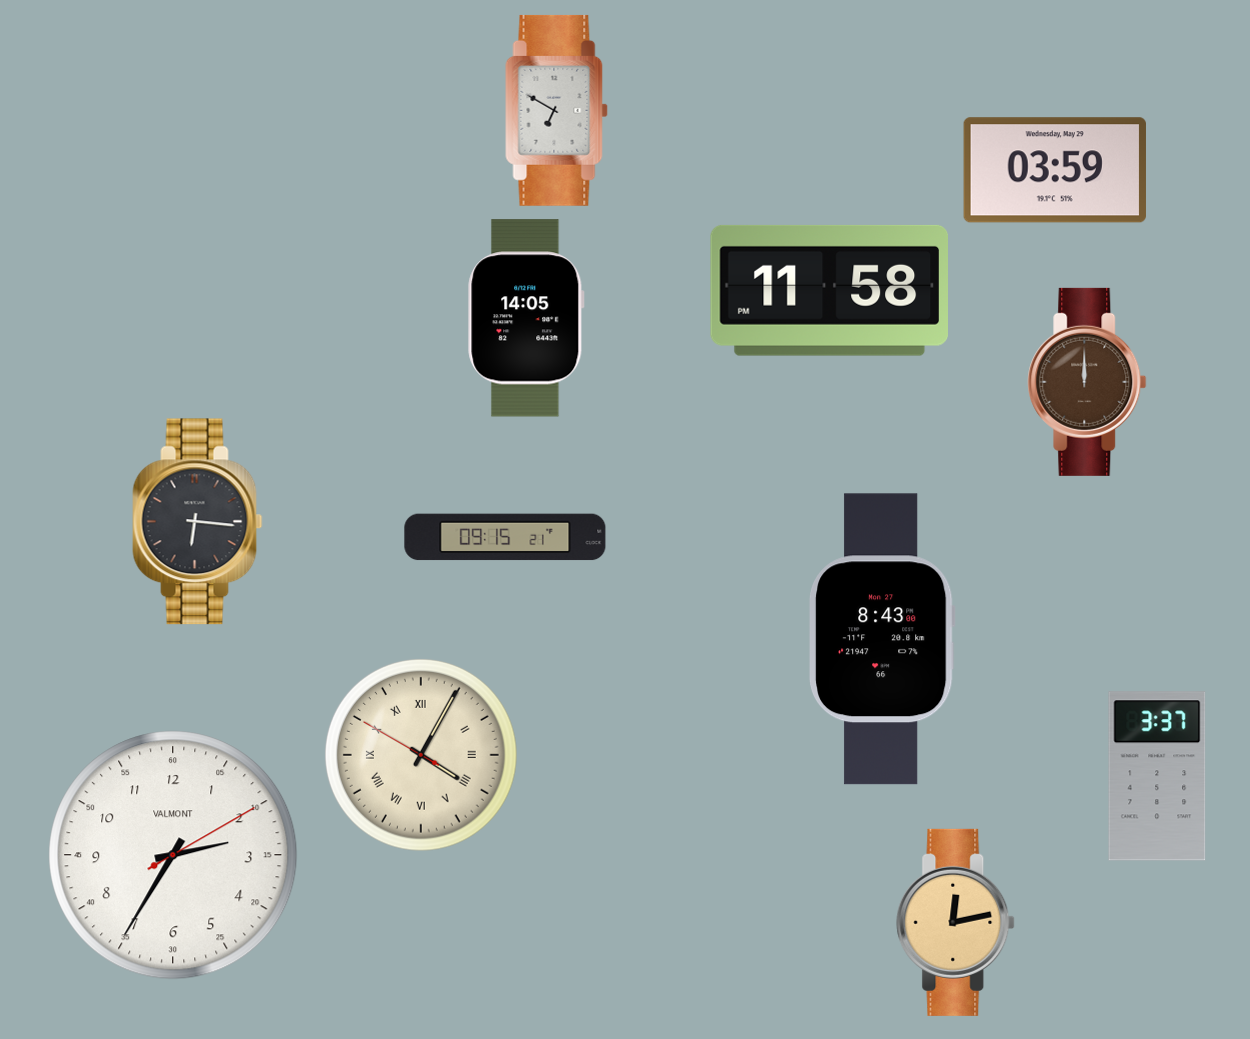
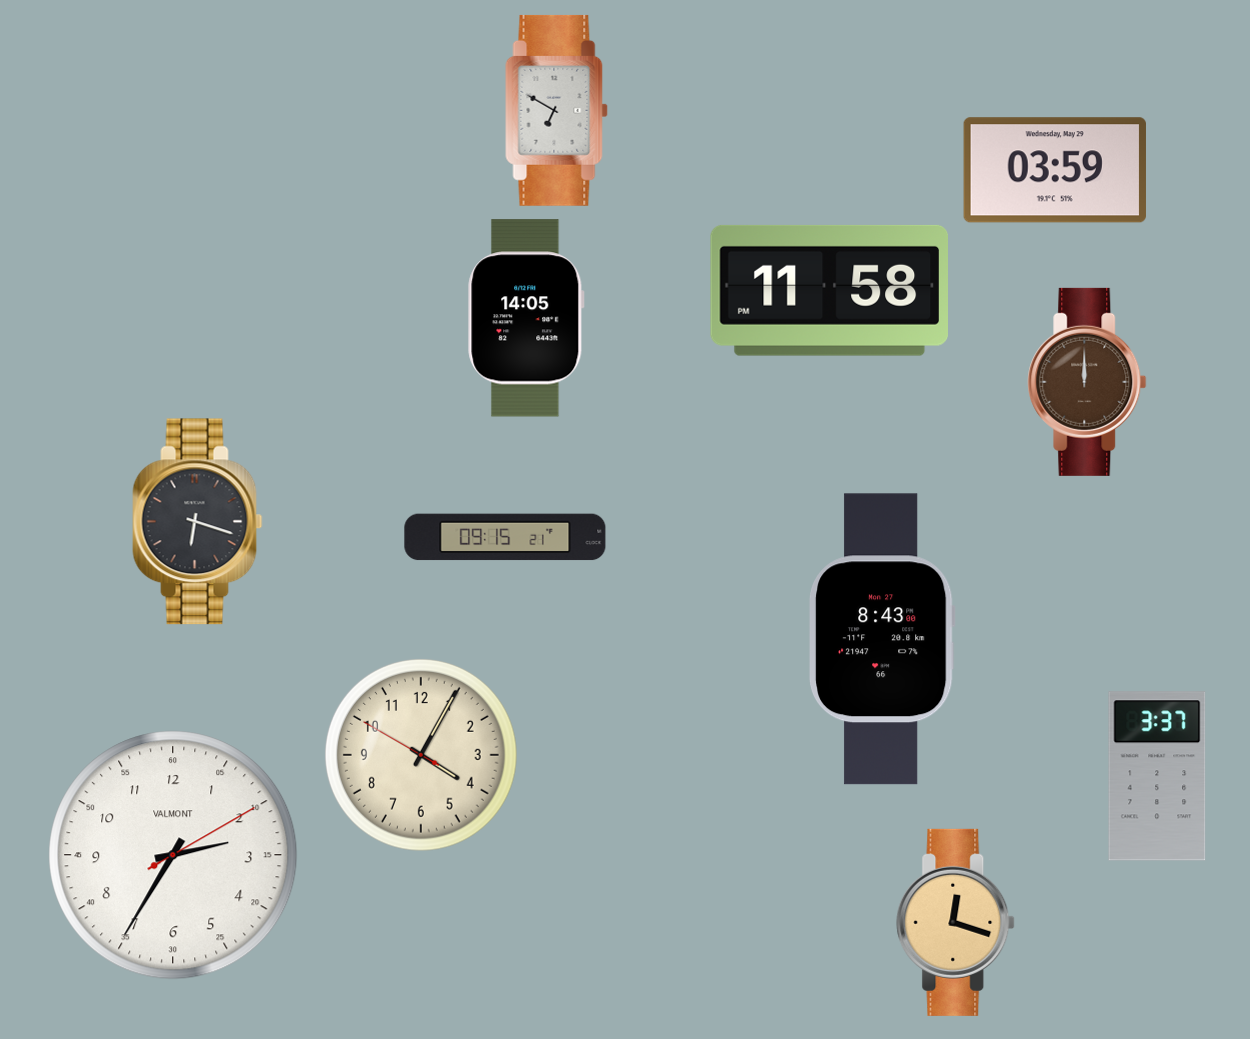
clock at (198, 522): 6:16 -> 6:18
clock at (421, 755) numerals: Roman -> Arabic
clock at (956, 922): 12:13 -> 12:18
